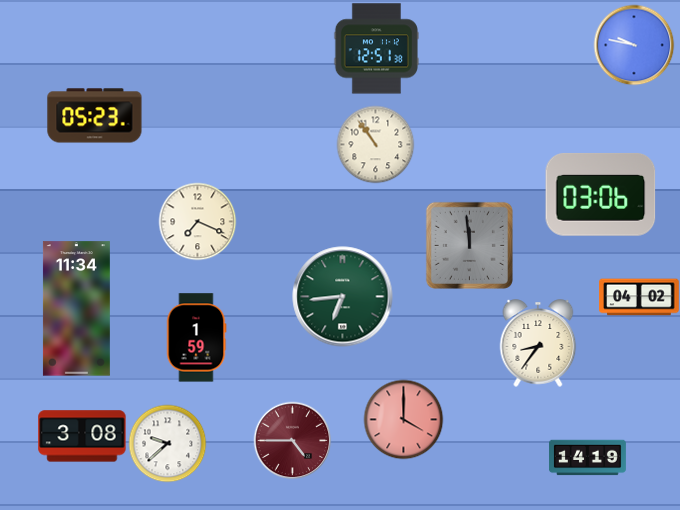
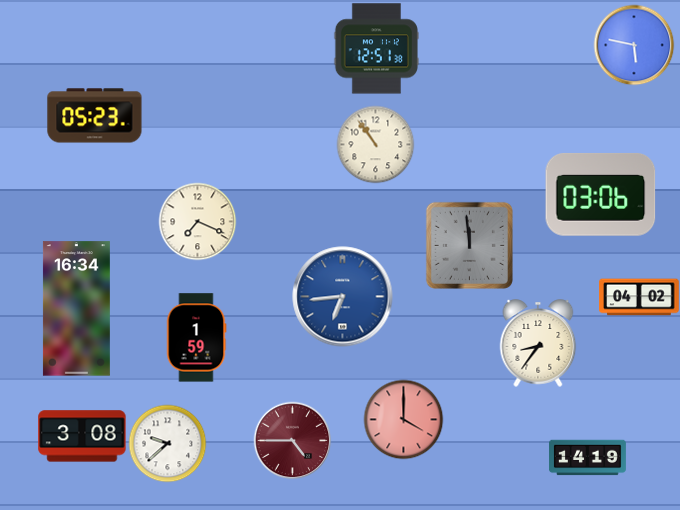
clock at (634, 45): 9:47 -> 5:47
clock at (343, 297) dial: green -> blue
clock at (76, 309): 11:34 -> 16:34
